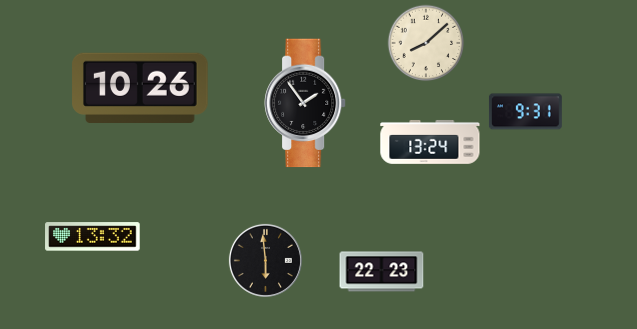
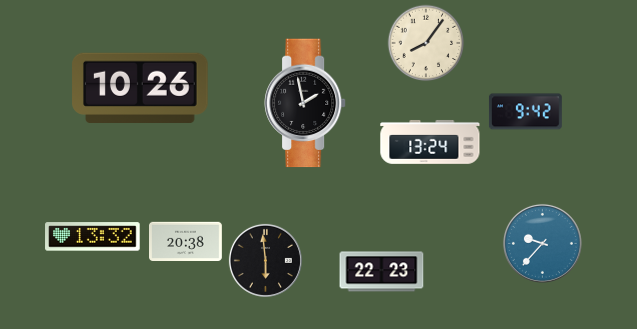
clock at (426, 43): 8:08 -> 8:06
clock at (306, 103): 1:54 -> 1:58
clock at (526, 112): 9:31 -> 9:42
clock at (186, 241): none -> 20:38
clock at (542, 243): none -> 9:37
